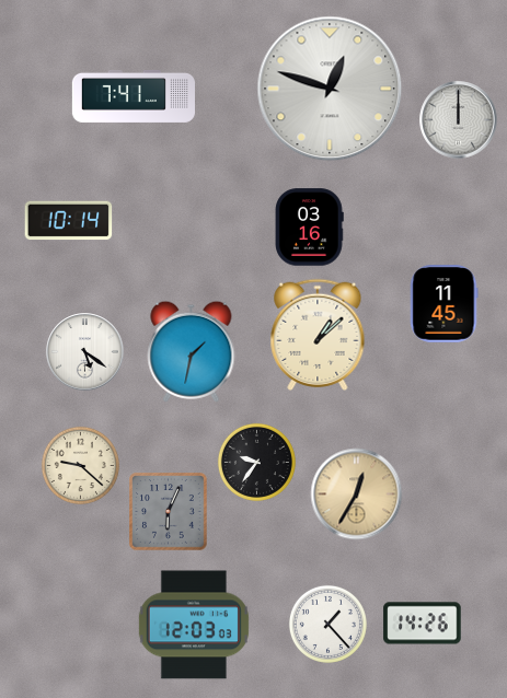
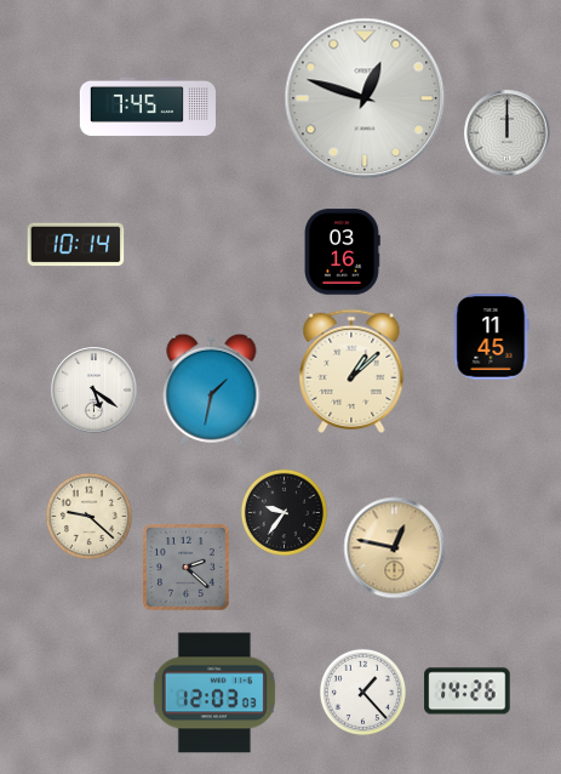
clock at (132, 96): 7:41 -> 7:45
clock at (357, 495): 12:35 -> 12:47
clock at (169, 512): 6:04 -> 2:22
